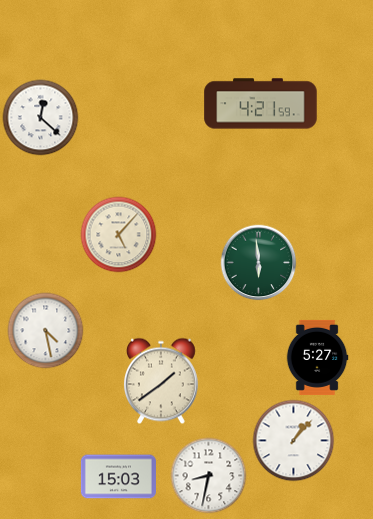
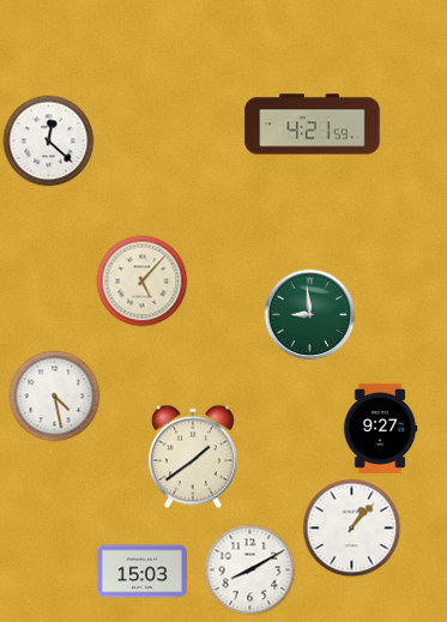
clock at (259, 263): 5:59 -> 8:59
clock at (317, 357): 5:27 -> 9:27
clock at (209, 476): 8:32 -> 8:10
